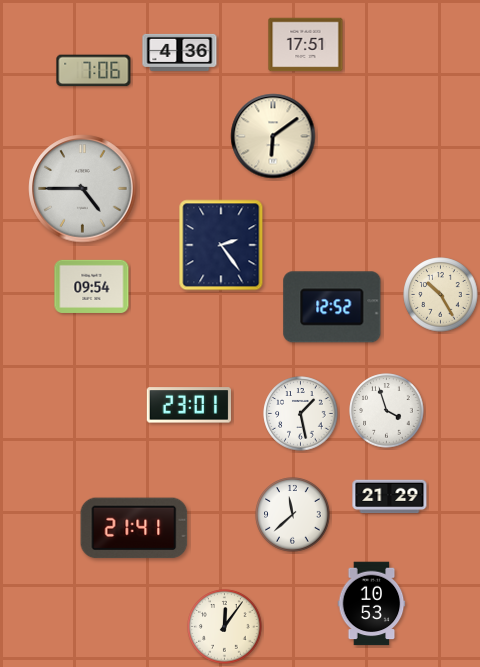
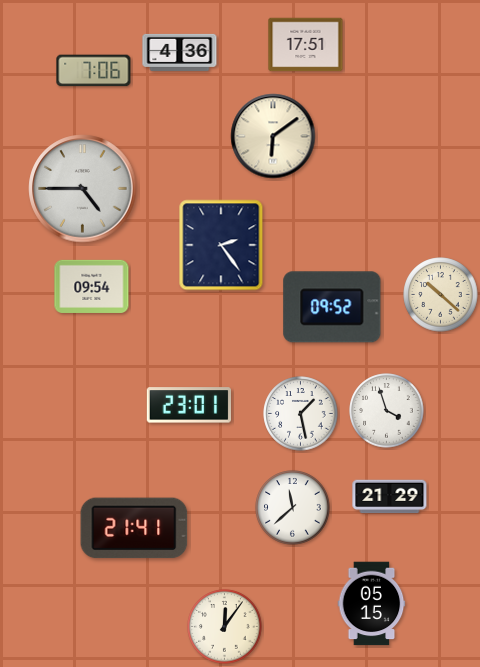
clock at (441, 295): 10:25 -> 10:22
clock at (332, 307): 12:52 -> 09:52
clock at (293, 515) position: (293, 515) -> (293, 508)
clock at (372, 604): 10:53 -> 05:15
